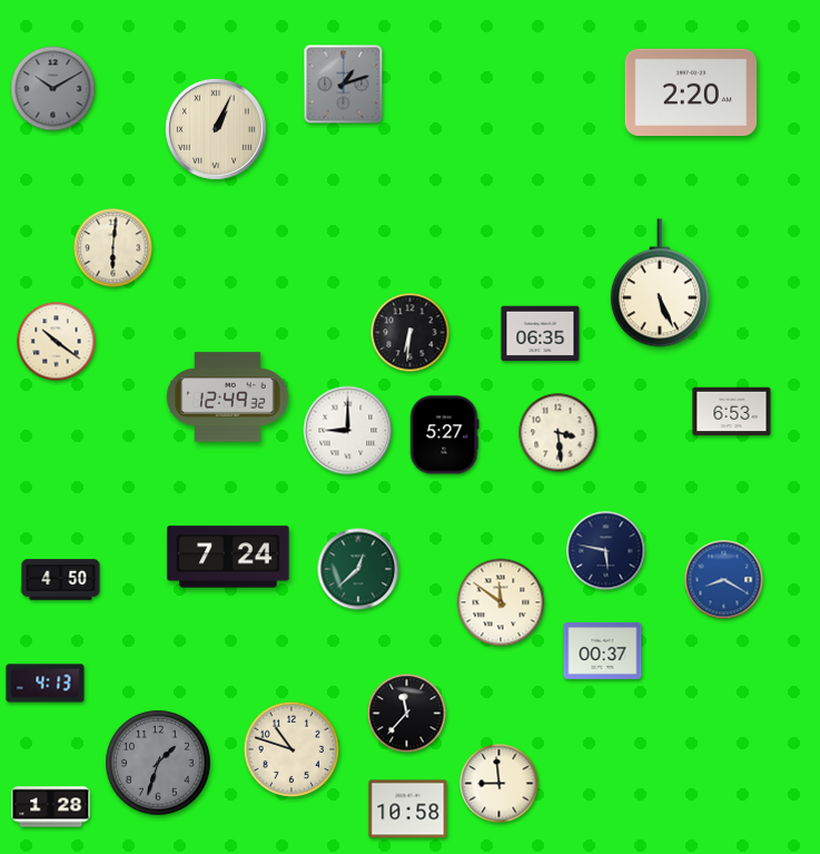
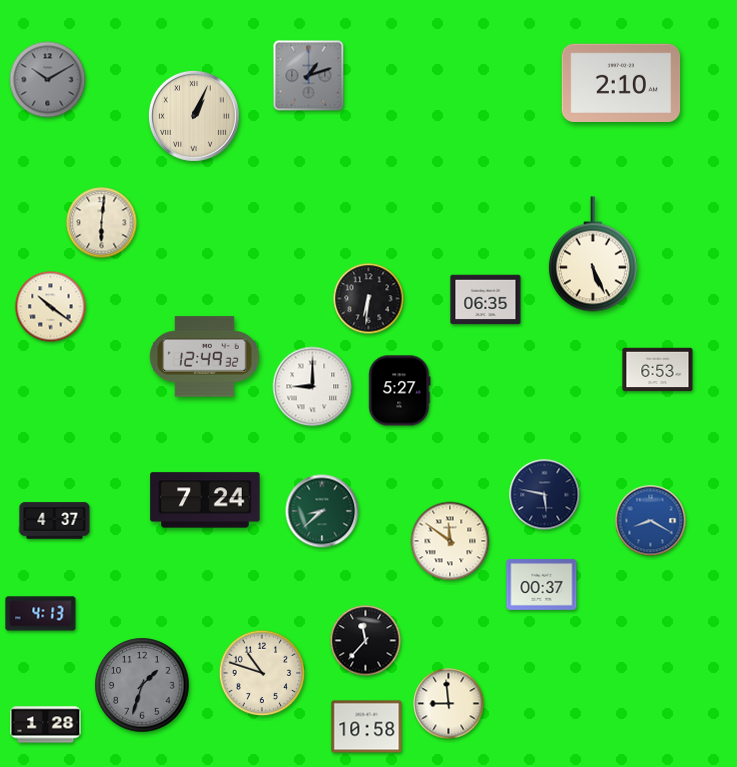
clock at (691, 91): 2:20 -> 2:10
clock at (559, 433): 3:29 -> none
clock at (358, 569): 12:38 -> 8:38
clock at (61, 580): 4:50 -> 4:37
